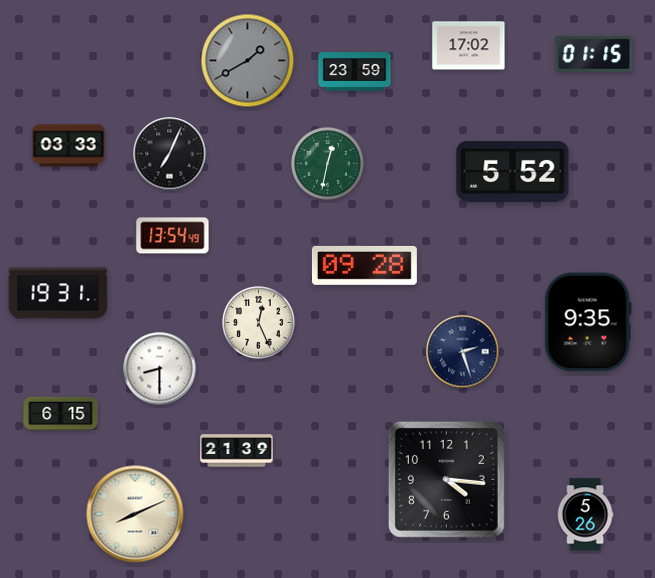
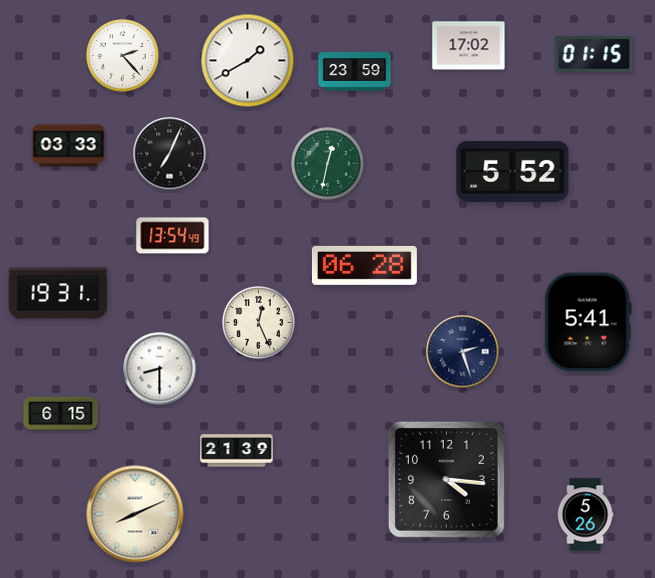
clock at (123, 56): none -> 2:23
clock at (248, 61) dial: grey -> white
clock at (364, 265): 09:28 -> 06:28
clock at (588, 322): 9:35 -> 5:41
